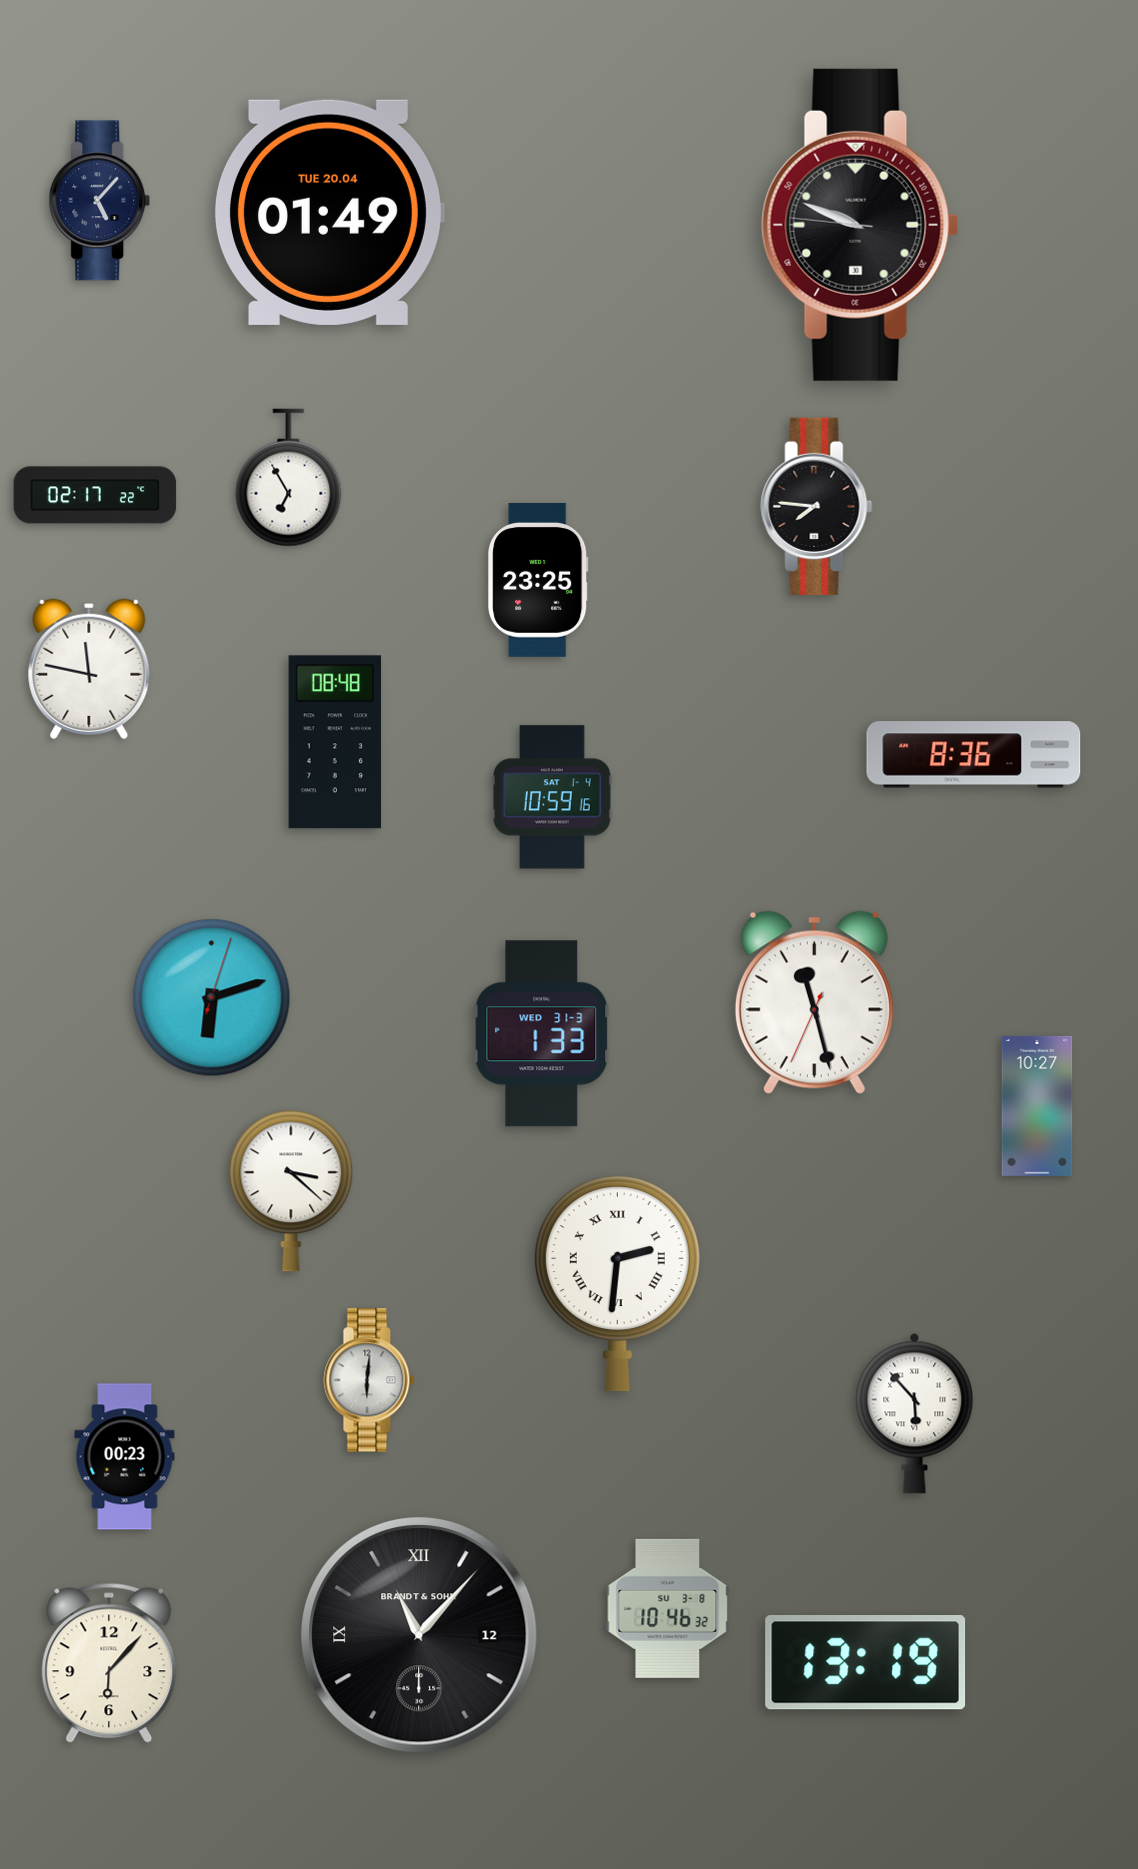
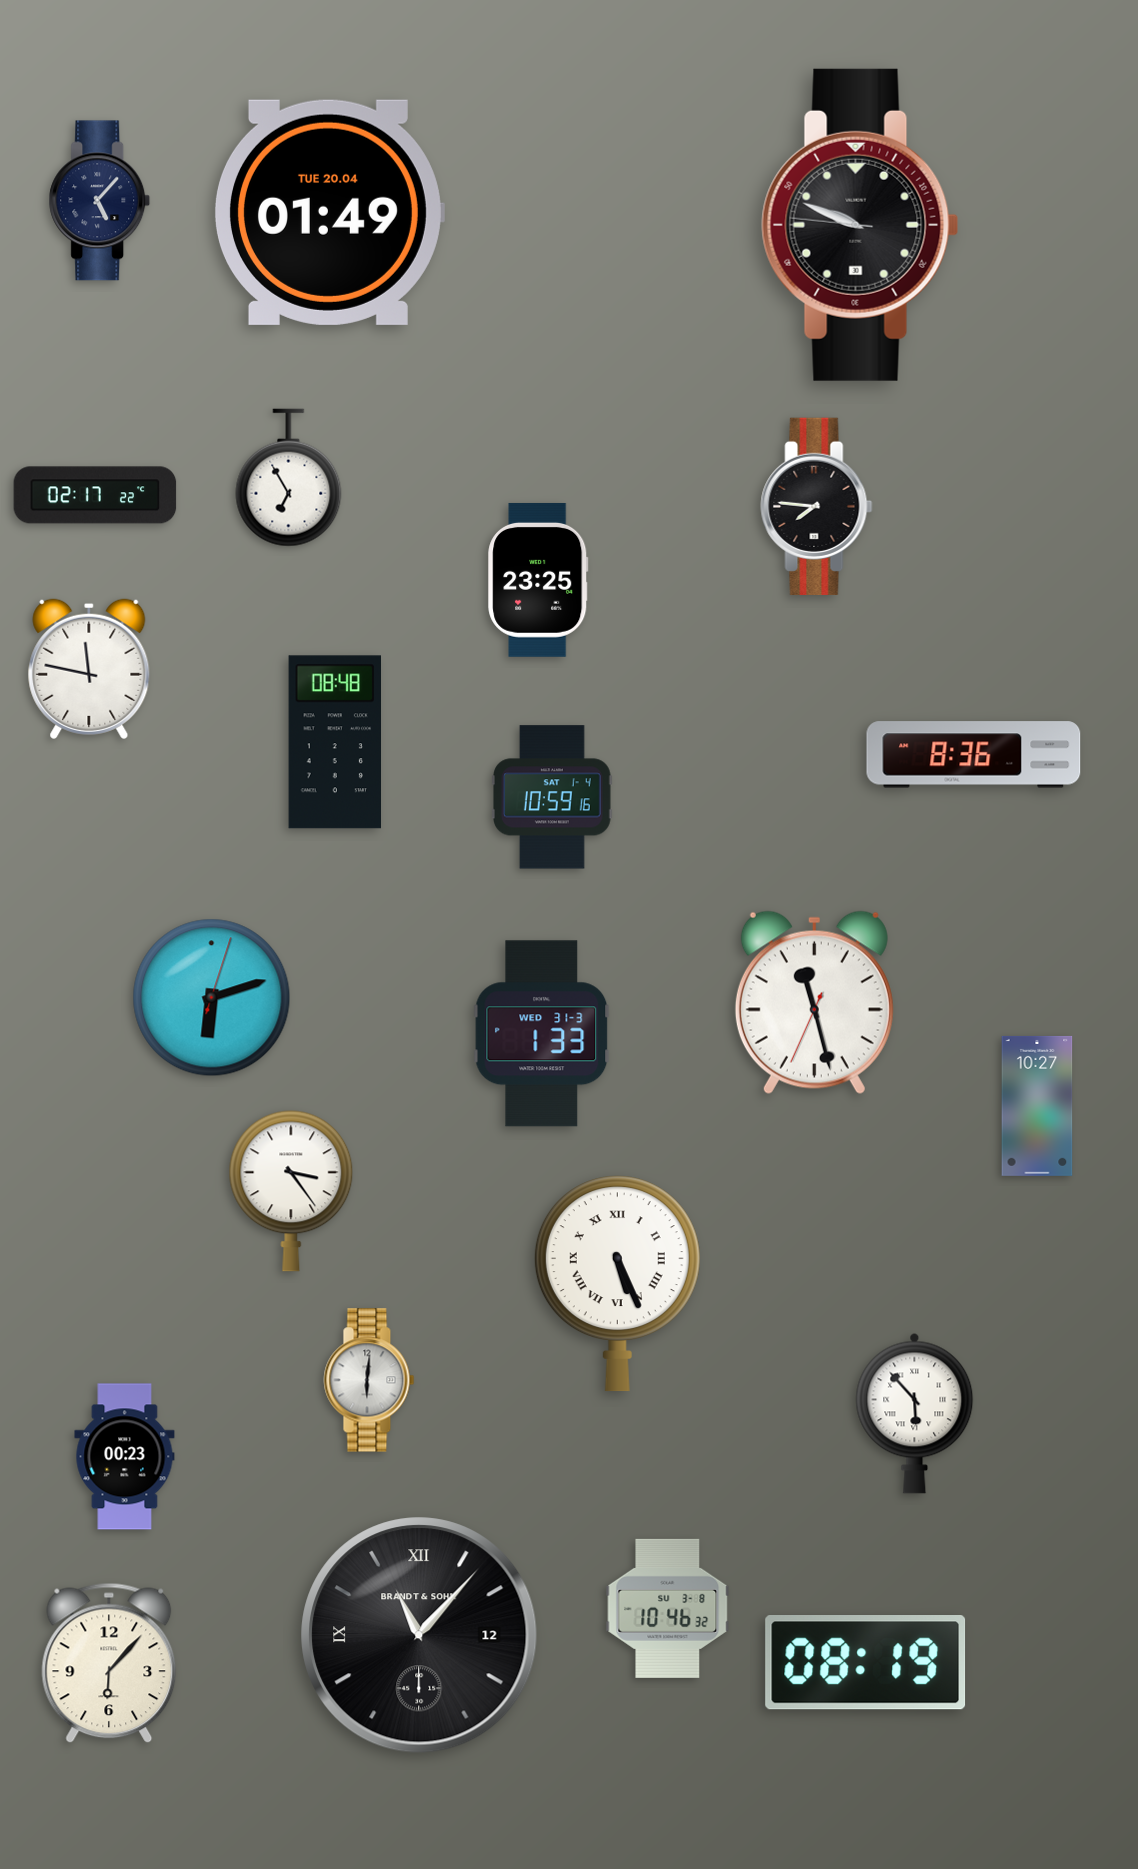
clock at (291, 1191): 3:22 -> 3:24
clock at (617, 1284): 2:31 -> 5:26
clock at (866, 1663): 13:19 -> 08:19
